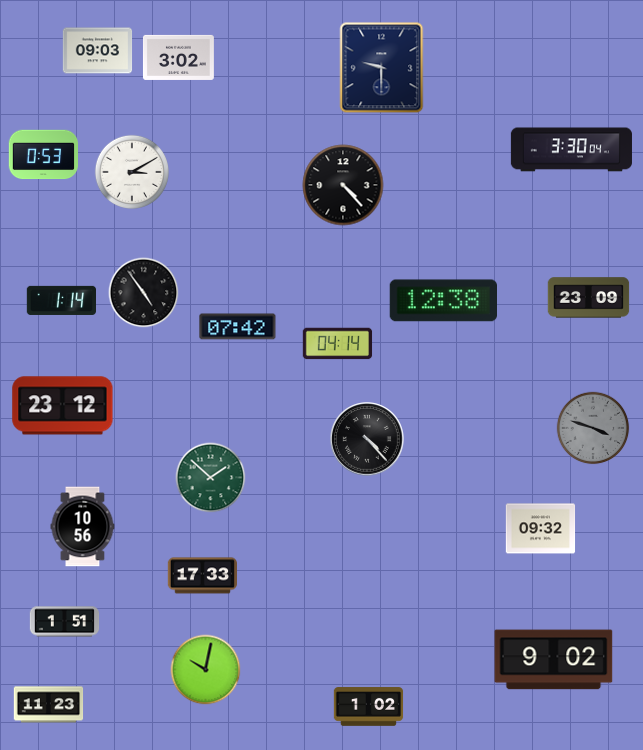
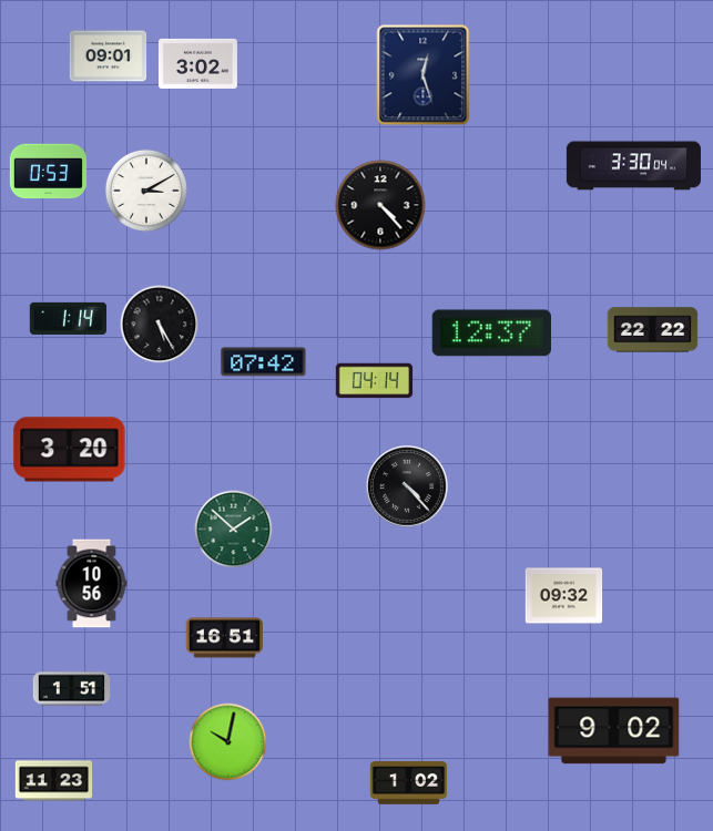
clock at (98, 51): 09:03 -> 09:01
clock at (382, 68): 9:30 -> 12:27
clock at (144, 293): 4:54 -> 5:25
clock at (589, 298): 23:09 -> 22:22
clock at (62, 300) position: (62, 300) -> (69, 318)
clock at (443, 301): 12:38 -> 12:37
clock at (63, 406): 23:12 -> 3:20
clock at (593, 428): 3:48 -> none
clock at (541, 529) position: (541, 529) -> (564, 596)
clock at (203, 576): 17:33 -> 16:51
